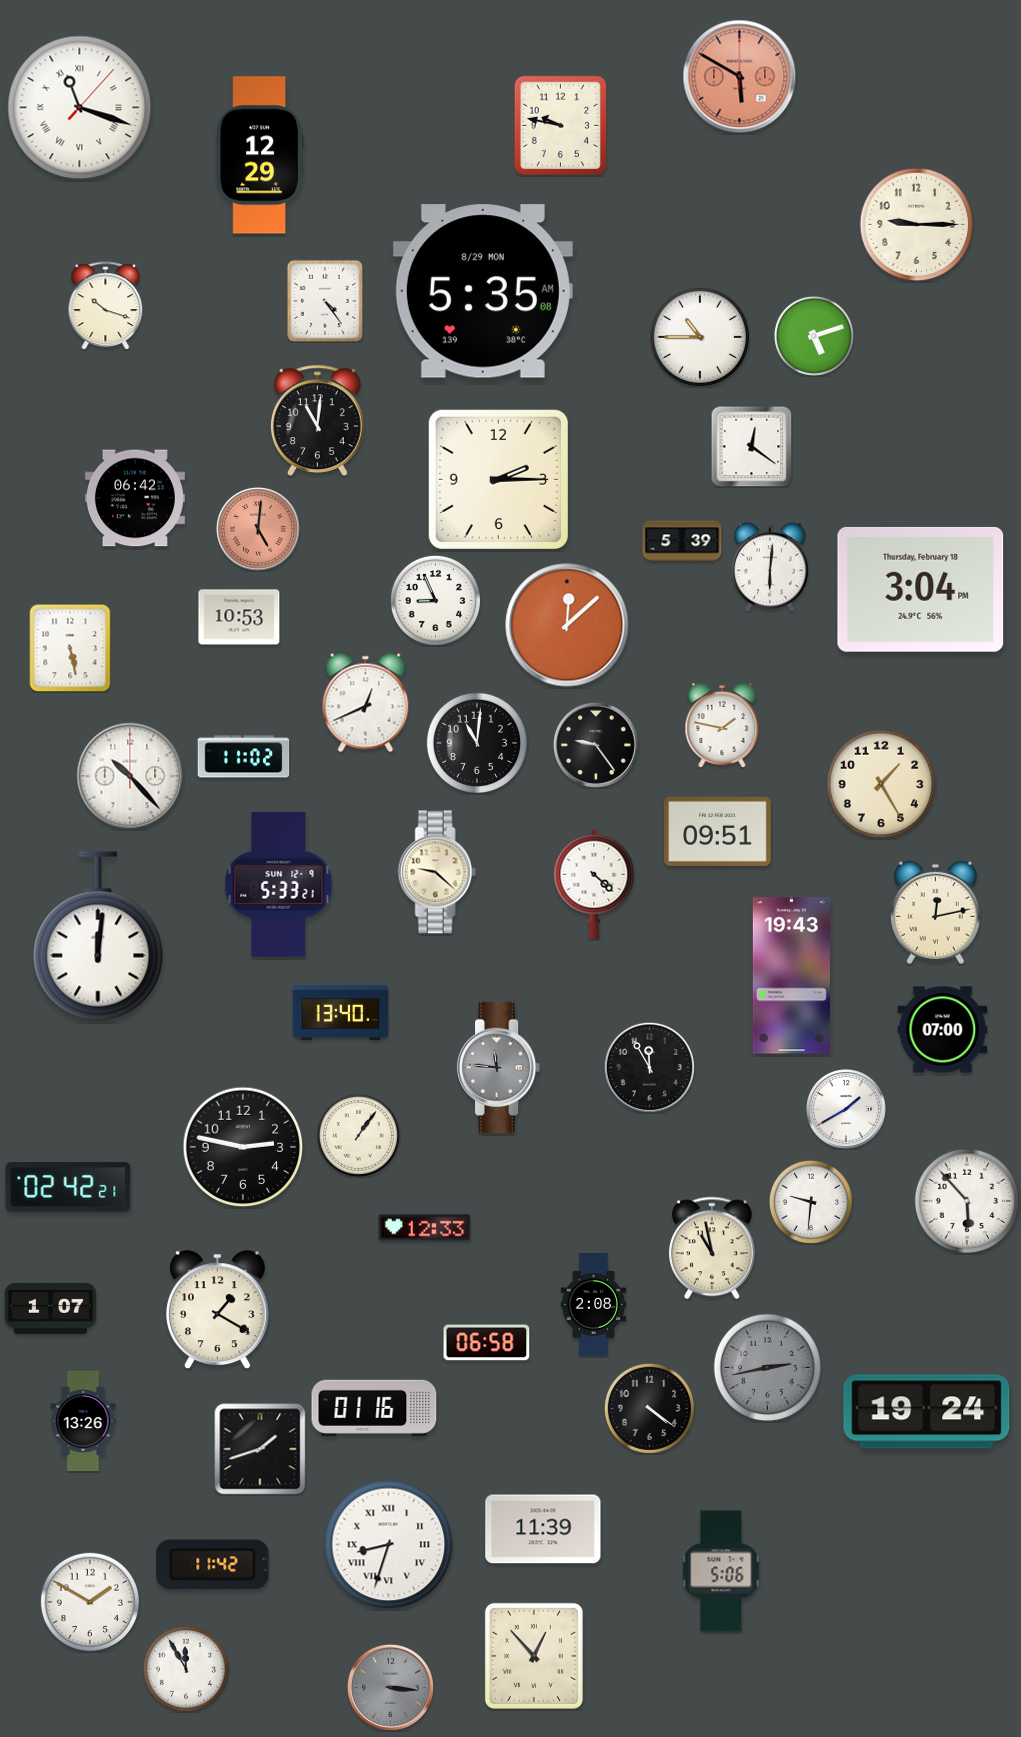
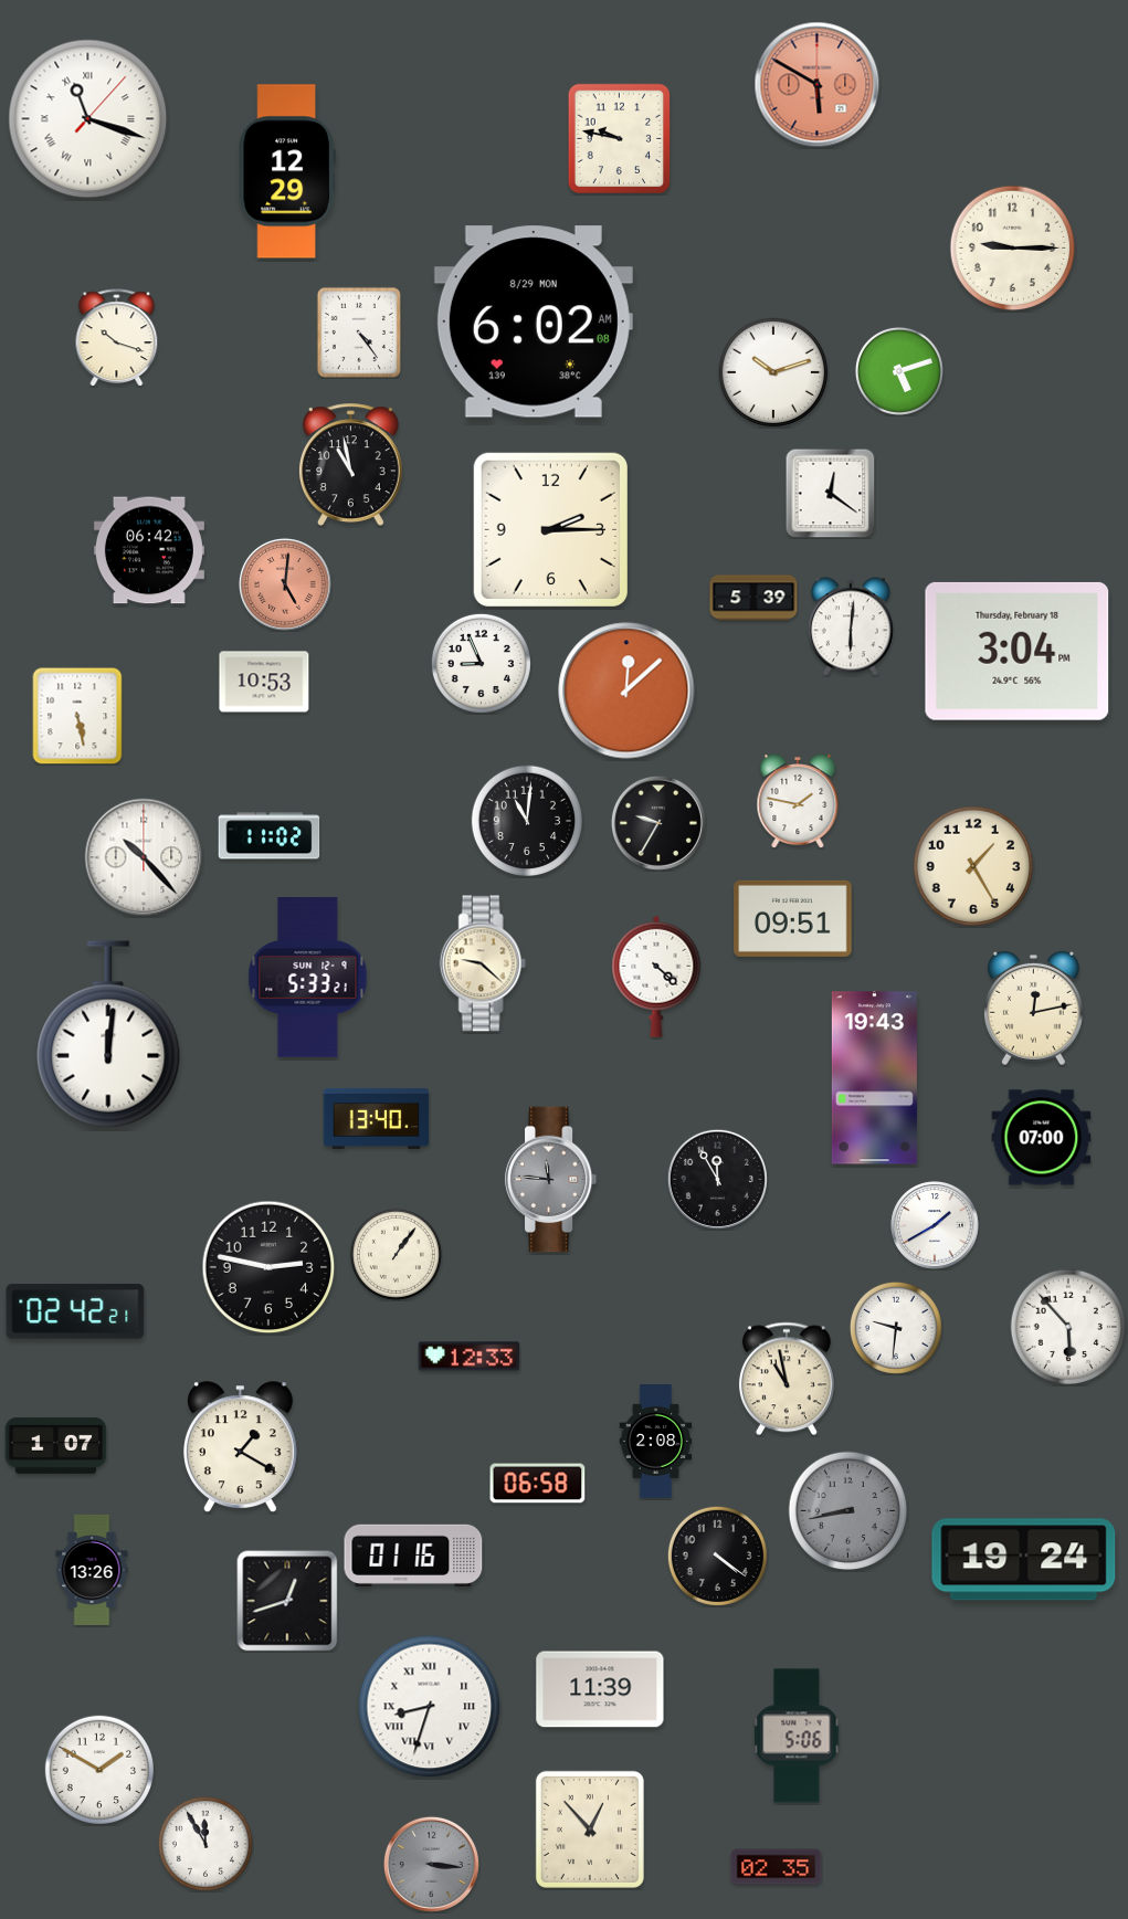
clock at (483, 291): 5:35 -> 6:02
clock at (699, 336): 10:45 -> 10:12
clock at (317, 420): 11:01 -> 10:58
clock at (366, 703): 12:41 -> none
clock at (596, 745): 9:24 -> 9:35
clock at (768, 1368): 2:43 -> 8:43
clock at (260, 1449): 1:42 -> 12:42
clock at (213, 1565): 11:42 -> none
clock at (777, 1867): none -> 02:35
